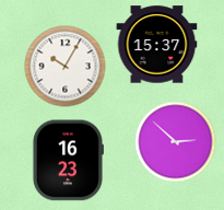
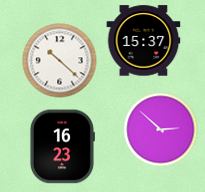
clock at (66, 67): 10:05 -> 10:22
